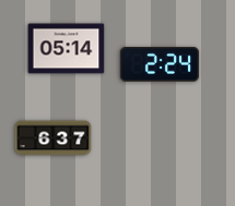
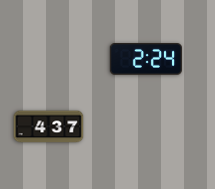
clock at (67, 49): 05:14 -> none
clock at (54, 138): 6:37 -> 4:37
